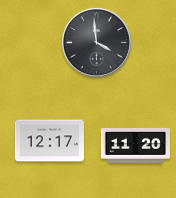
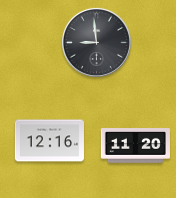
clock at (96, 42): 3:59 -> 8:59
clock at (49, 141): 12:17 -> 12:16
